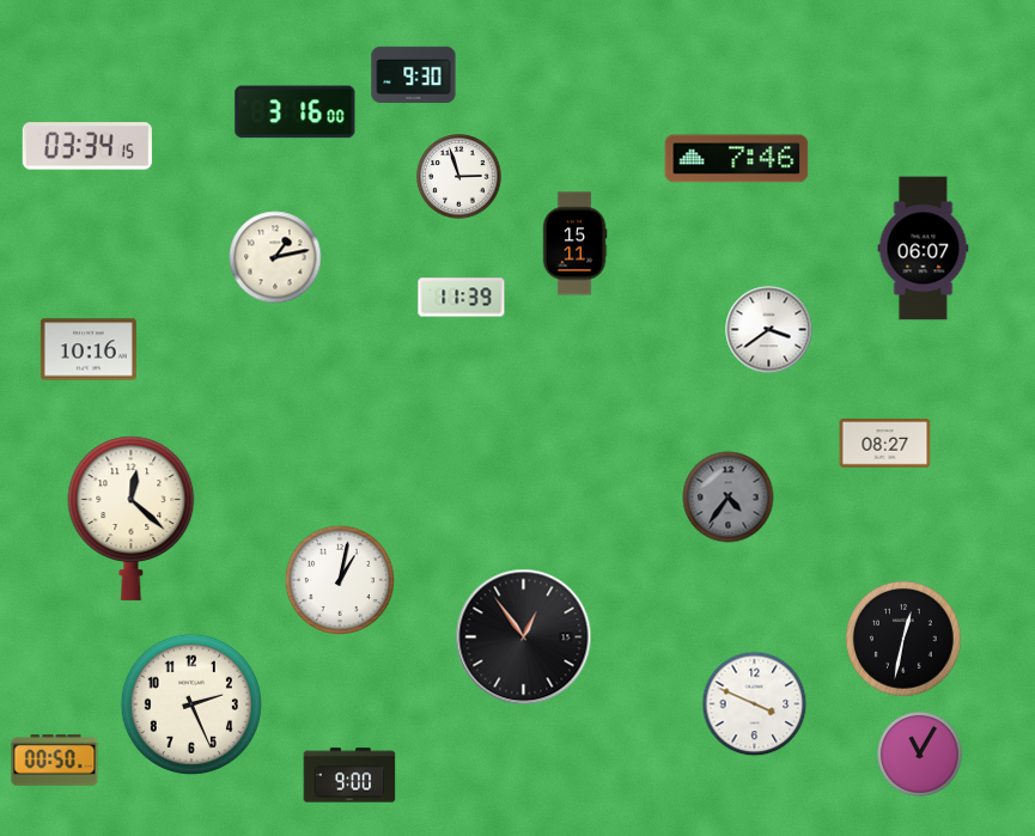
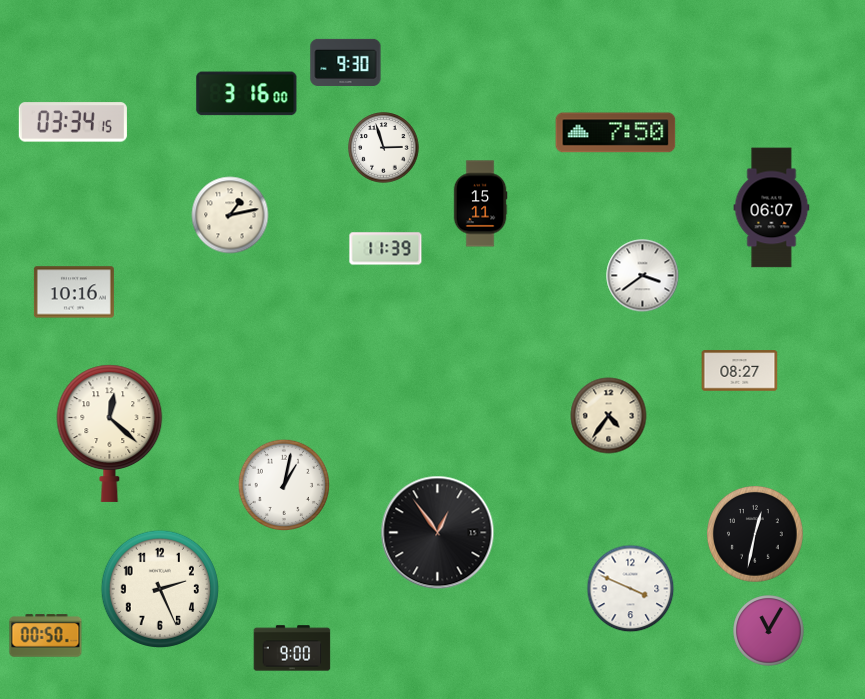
clock at (737, 159): 7:46 -> 7:50
clock at (729, 498) dial: grey -> cream
